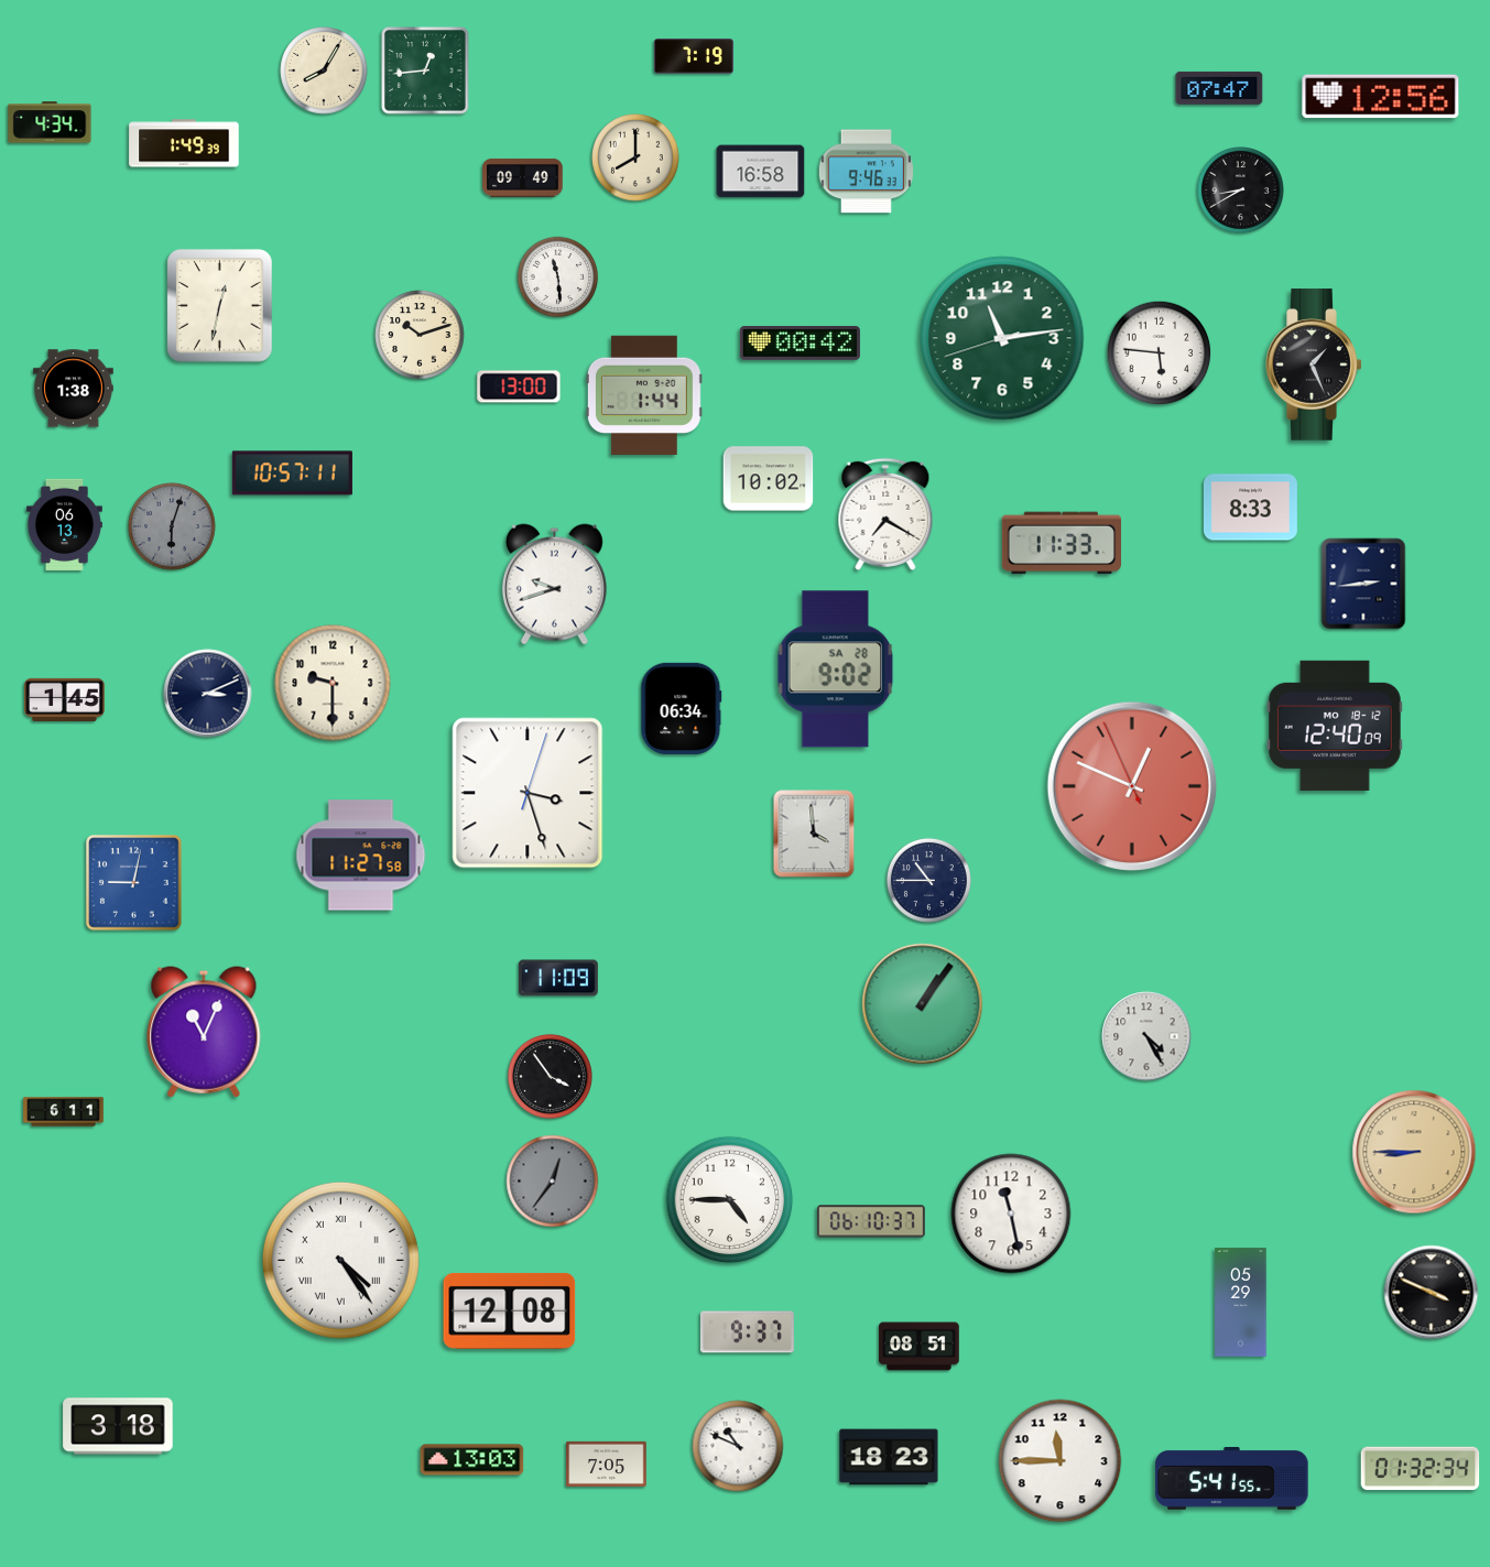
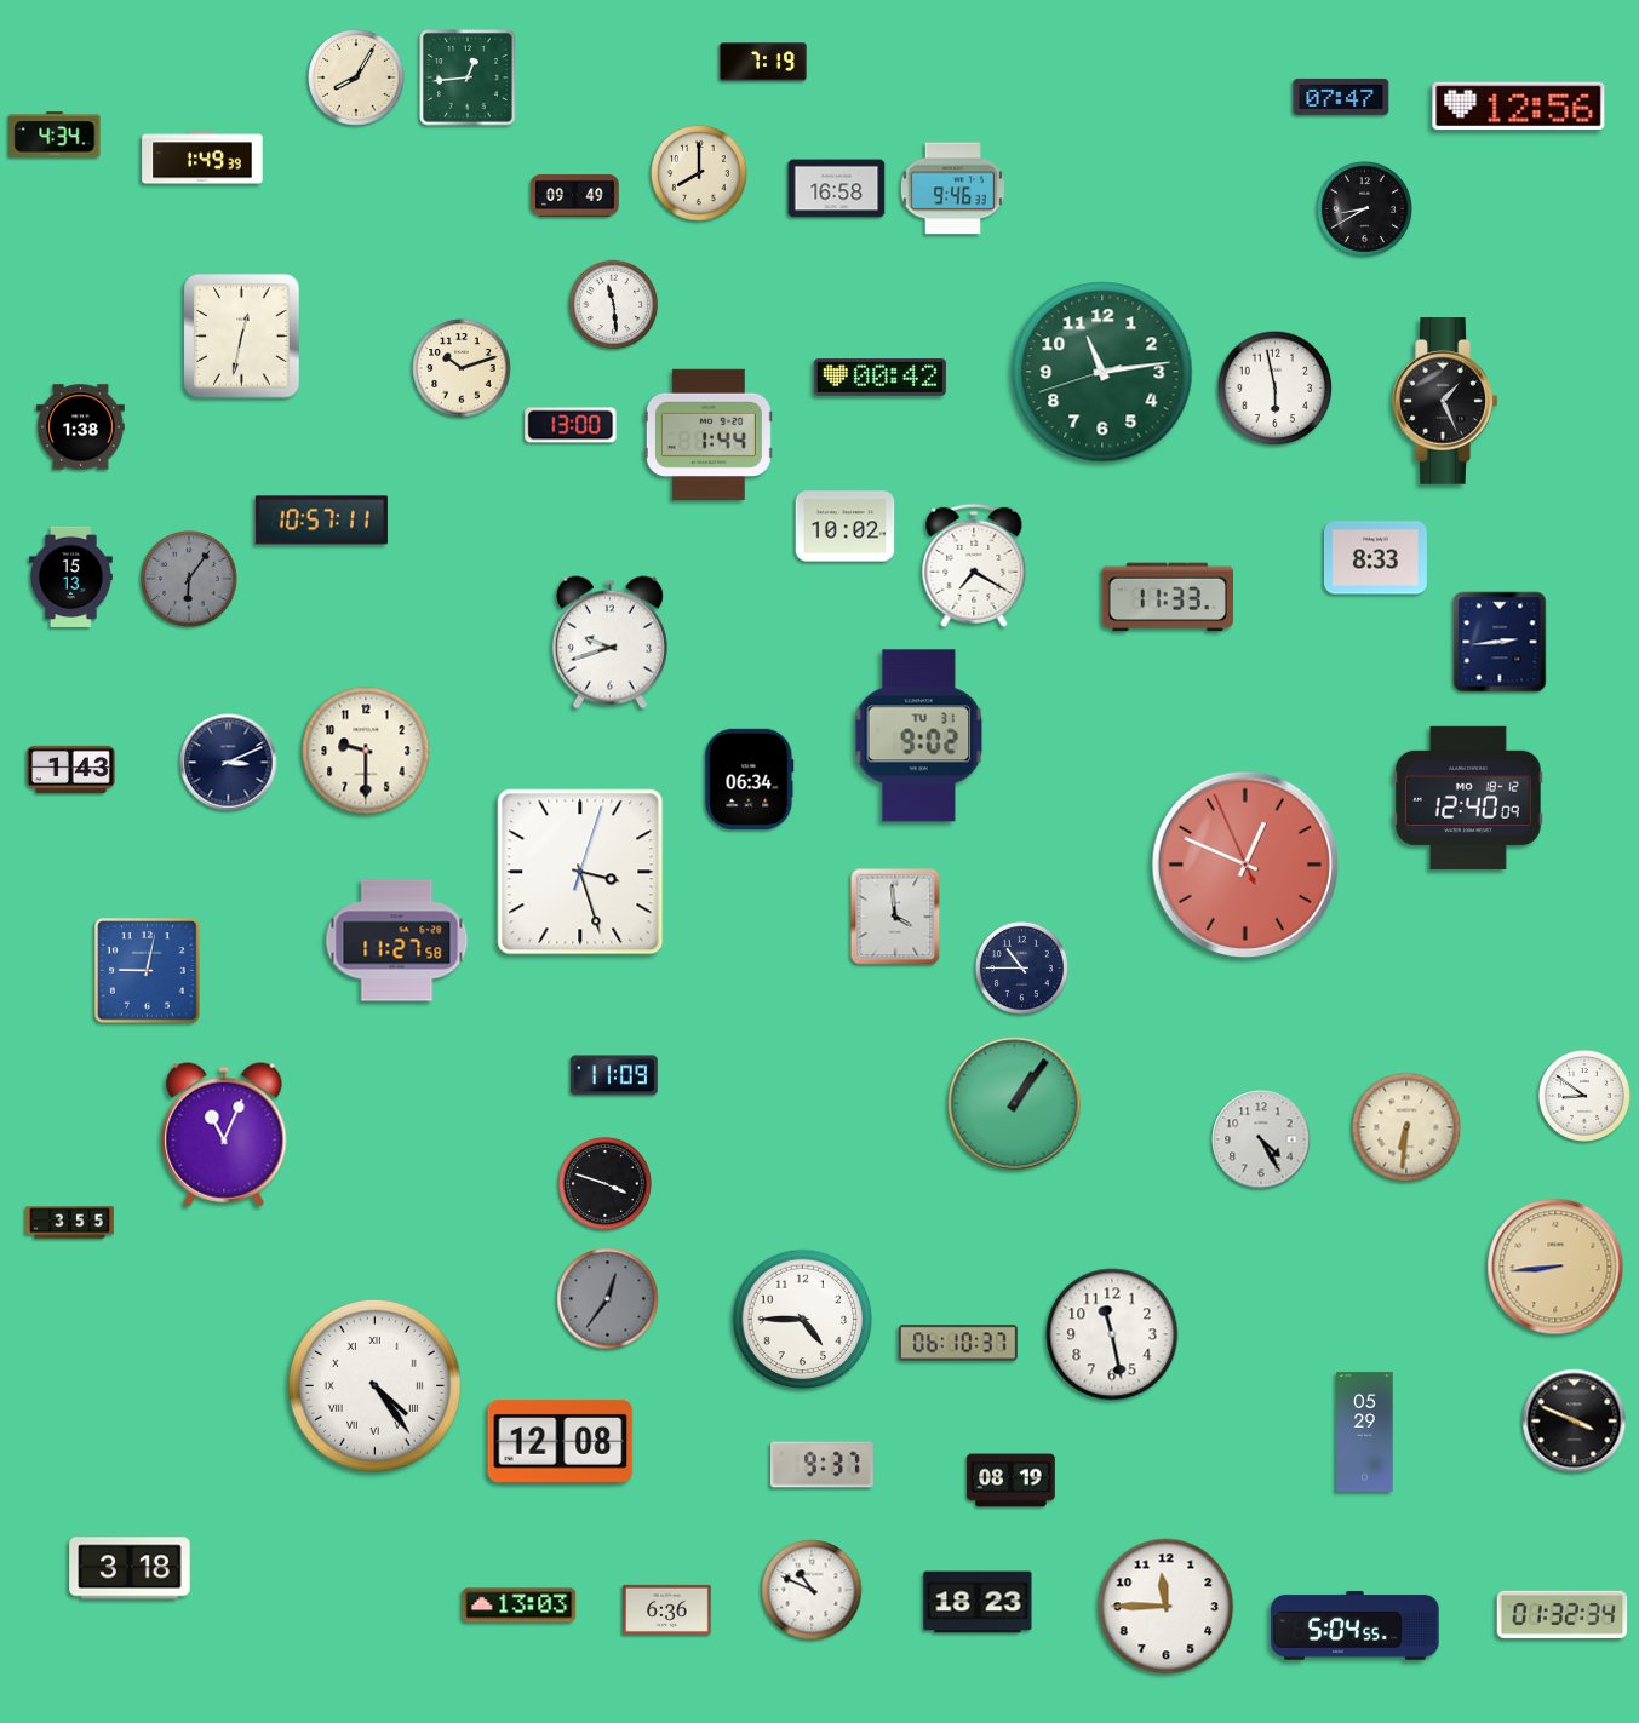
clock at (1160, 353): 5:46 -> 5:58
clock at (64, 524): 06:13 -> 15:13
clock at (172, 526): 6:03 -> 6:06
clock at (836, 670) date: SA 28 -> TU 31
clock at (65, 699): 1:45 -> 1:43
clock at (1584, 1096): none -> 8:51
clock at (1406, 1127): none -> 6:31
clock at (550, 1076): 3:54 -> 3:48
clock at (64, 1112): 6:11 -> 3:55
clock at (1414, 1152): 8:45 -> 8:44
clock at (920, 1347): 08:51 -> 08:19
clock at (607, 1463): 7:05 -> 6:36
clock at (1232, 1479): 5:41 -> 5:04
